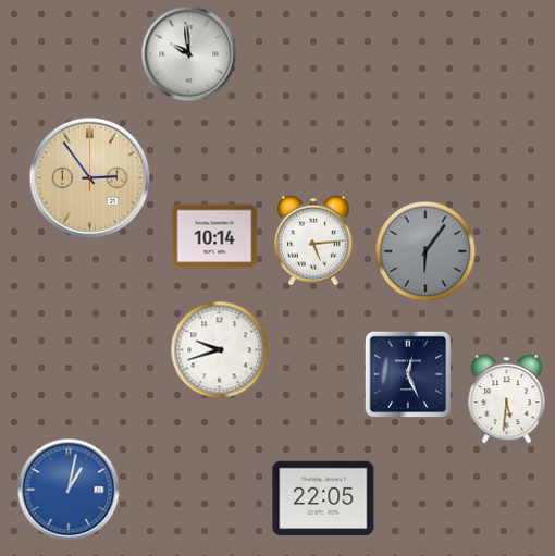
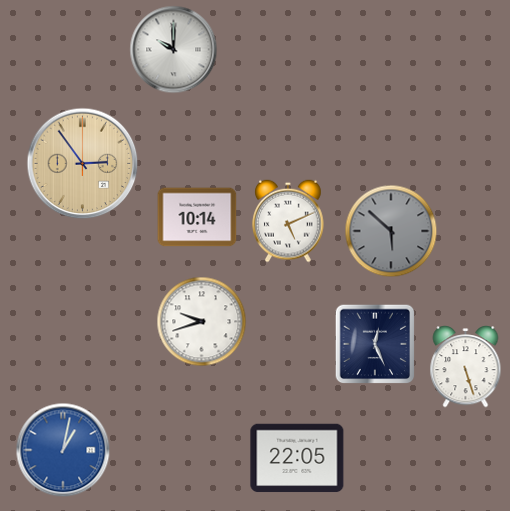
clock at (189, 54): 9:59 -> 10:00
clock at (313, 240): 5:14 -> 5:11
clock at (425, 251): 6:06 -> 5:52
clock at (507, 399): 5:31 -> 5:27
